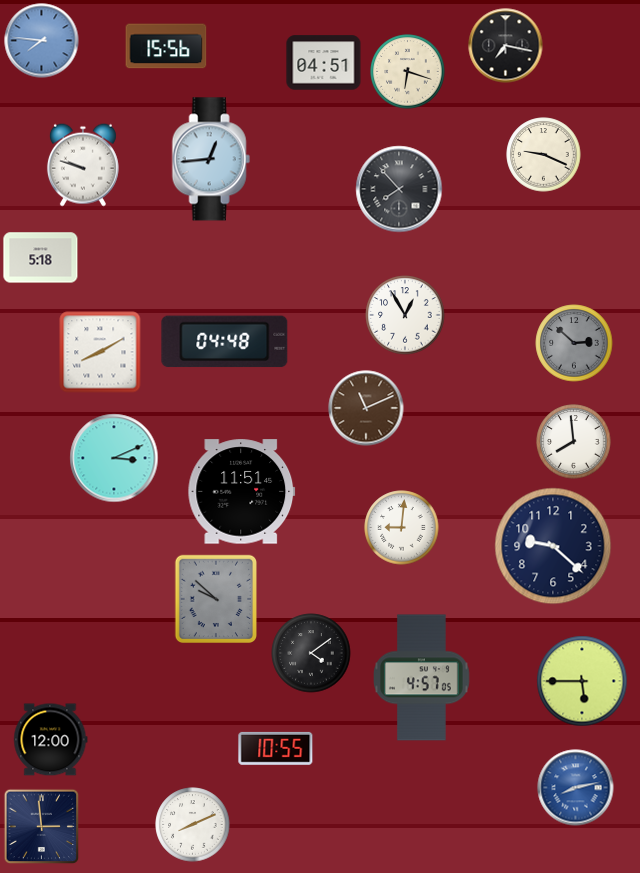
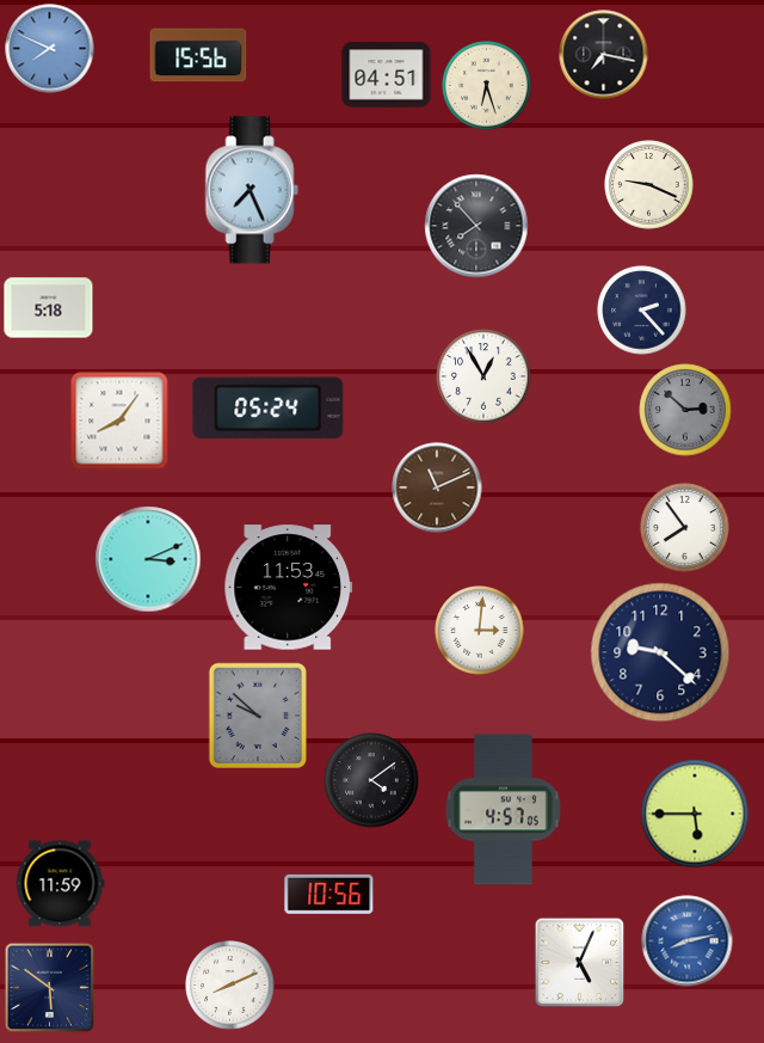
clock at (42, 41): 7:46 -> 7:49
clock at (408, 72): 6:18 -> 6:27
clock at (211, 159): 12:44 -> 7:26
clock at (83, 165): 9:48 -> none
clock at (642, 311): none -> 2:23
clock at (225, 342): 04:48 -> 05:24
clock at (100, 352): 8:10 -> 8:06
clock at (574, 442): 7:59 -> 7:54
clock at (114, 458) position: (114, 458) -> (148, 559)
clock at (242, 492): 11:51 -> 11:53
clock at (402, 528): 9:01 -> 3:01
clock at (51, 740): 12:00 -> 11:59
clock at (276, 748): 10:55 -> 10:56
clock at (580, 963): none -> 5:04
clock at (42, 827): 2:59 -> 5:51
